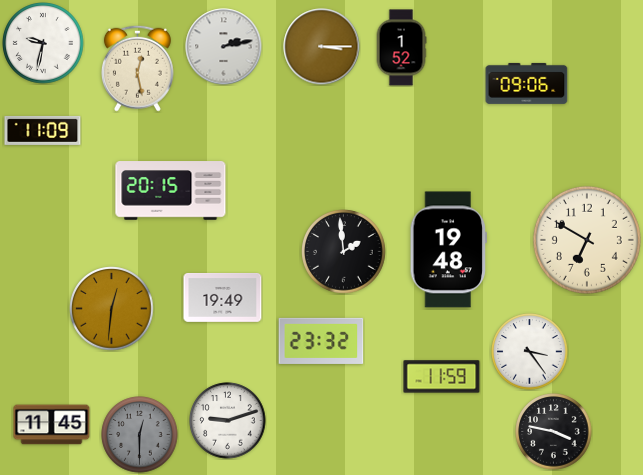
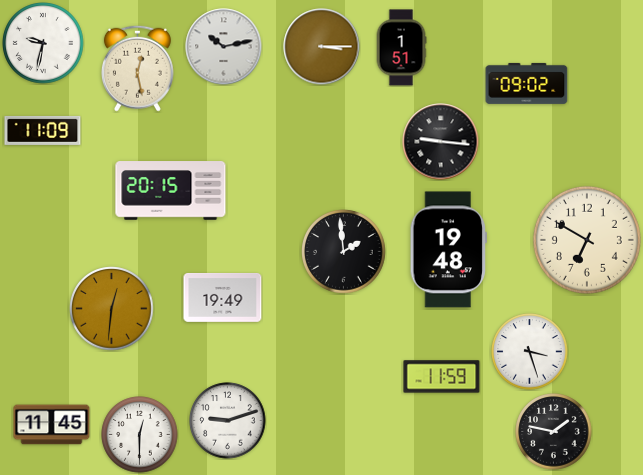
clock at (224, 47): 2:13 -> 10:13
clock at (401, 48): 1:52 -> 1:51
clock at (527, 83): 09:06 -> 09:02
clock at (441, 142): none -> 9:16
clock at (321, 341): 23:32 -> none
clock at (530, 352): 3:24 -> 3:27
clock at (554, 432): 3:47 -> 1:47
clock at (140, 435) dial: grey -> white
